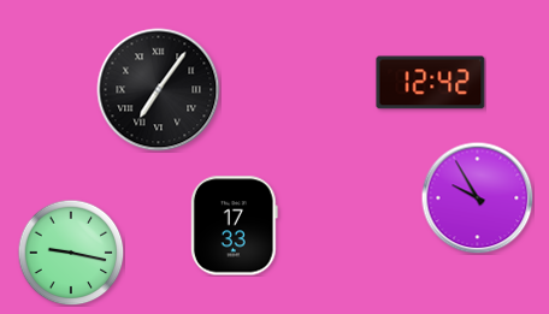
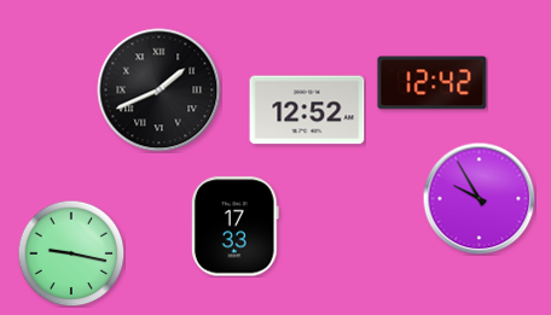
clock at (159, 90): 7:06 -> 1:41
clock at (307, 110): none -> 12:52
